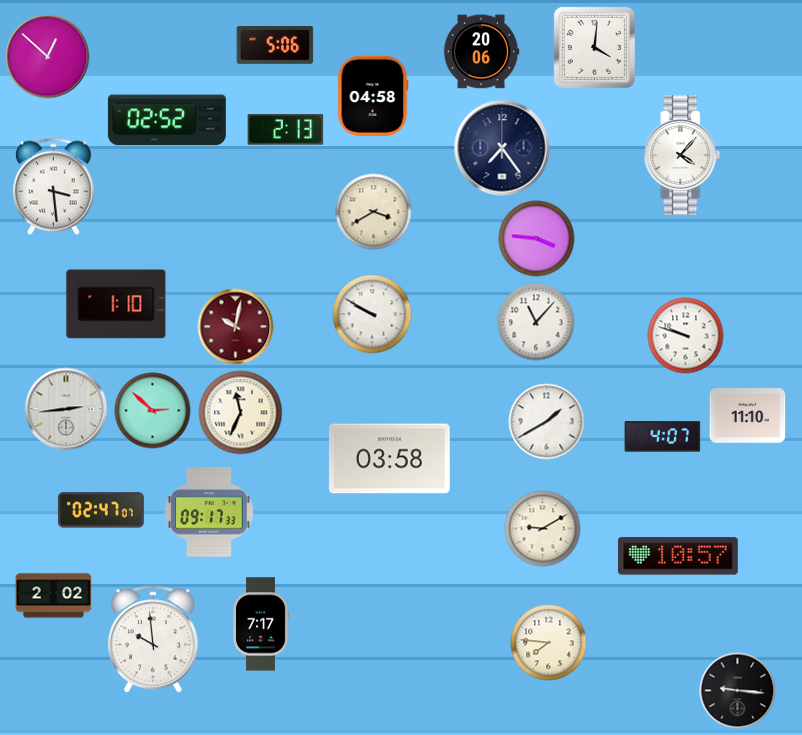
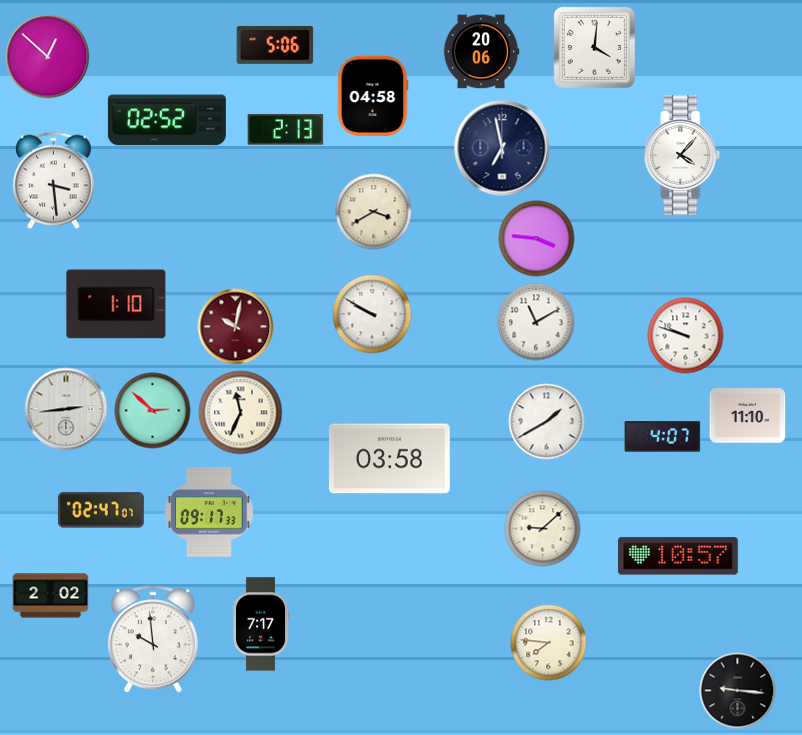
clock at (502, 148): 7:24 -> 6:58
clock at (54, 187) position: (54, 187) -> (54, 181)
clock at (536, 322): 11:07 -> 11:10
clock at (543, 529): 9:10 -> 9:08
clock at (54, 596) position: (54, 596) -> (51, 596)
